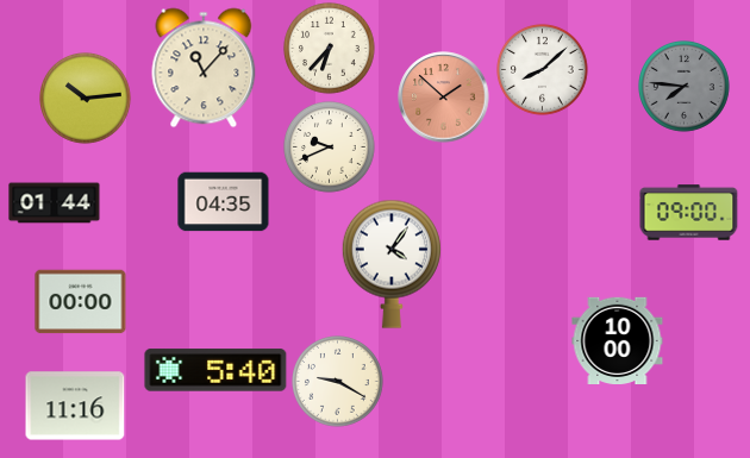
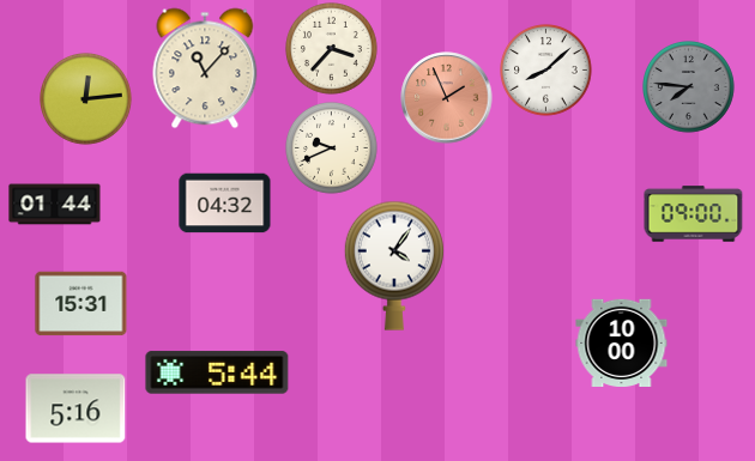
clock at (330, 49): 6:37 -> 3:37
clock at (444, 98): 1:52 -> 1:56
clock at (86, 99): 10:14 -> 12:14
clock at (224, 202): 04:35 -> 04:32
clock at (81, 302): 00:00 -> 15:31
clock at (215, 370): 5:40 -> 5:44
clock at (338, 382): 9:20 -> none
clock at (75, 406): 11:16 -> 5:16
